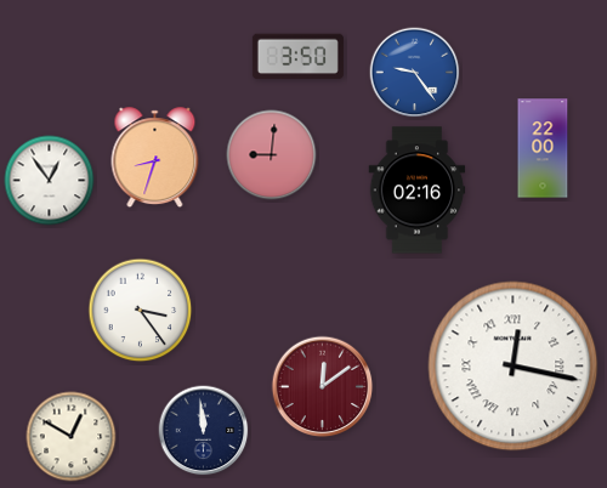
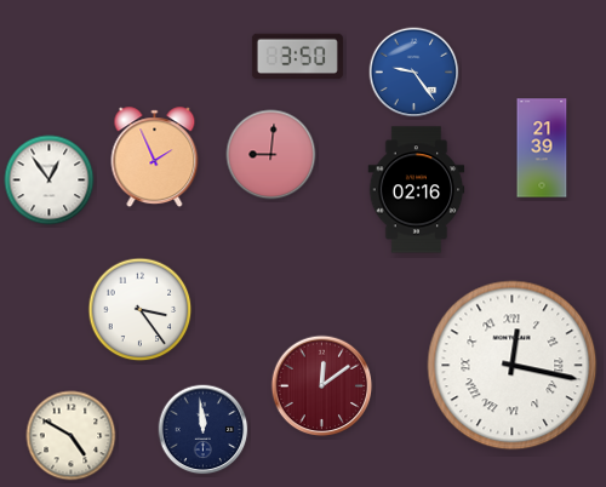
clock at (543, 148): 22:00 -> 21:39
clock at (155, 158): 8:33 -> 1:56
clock at (72, 437): 12:50 -> 4:50
